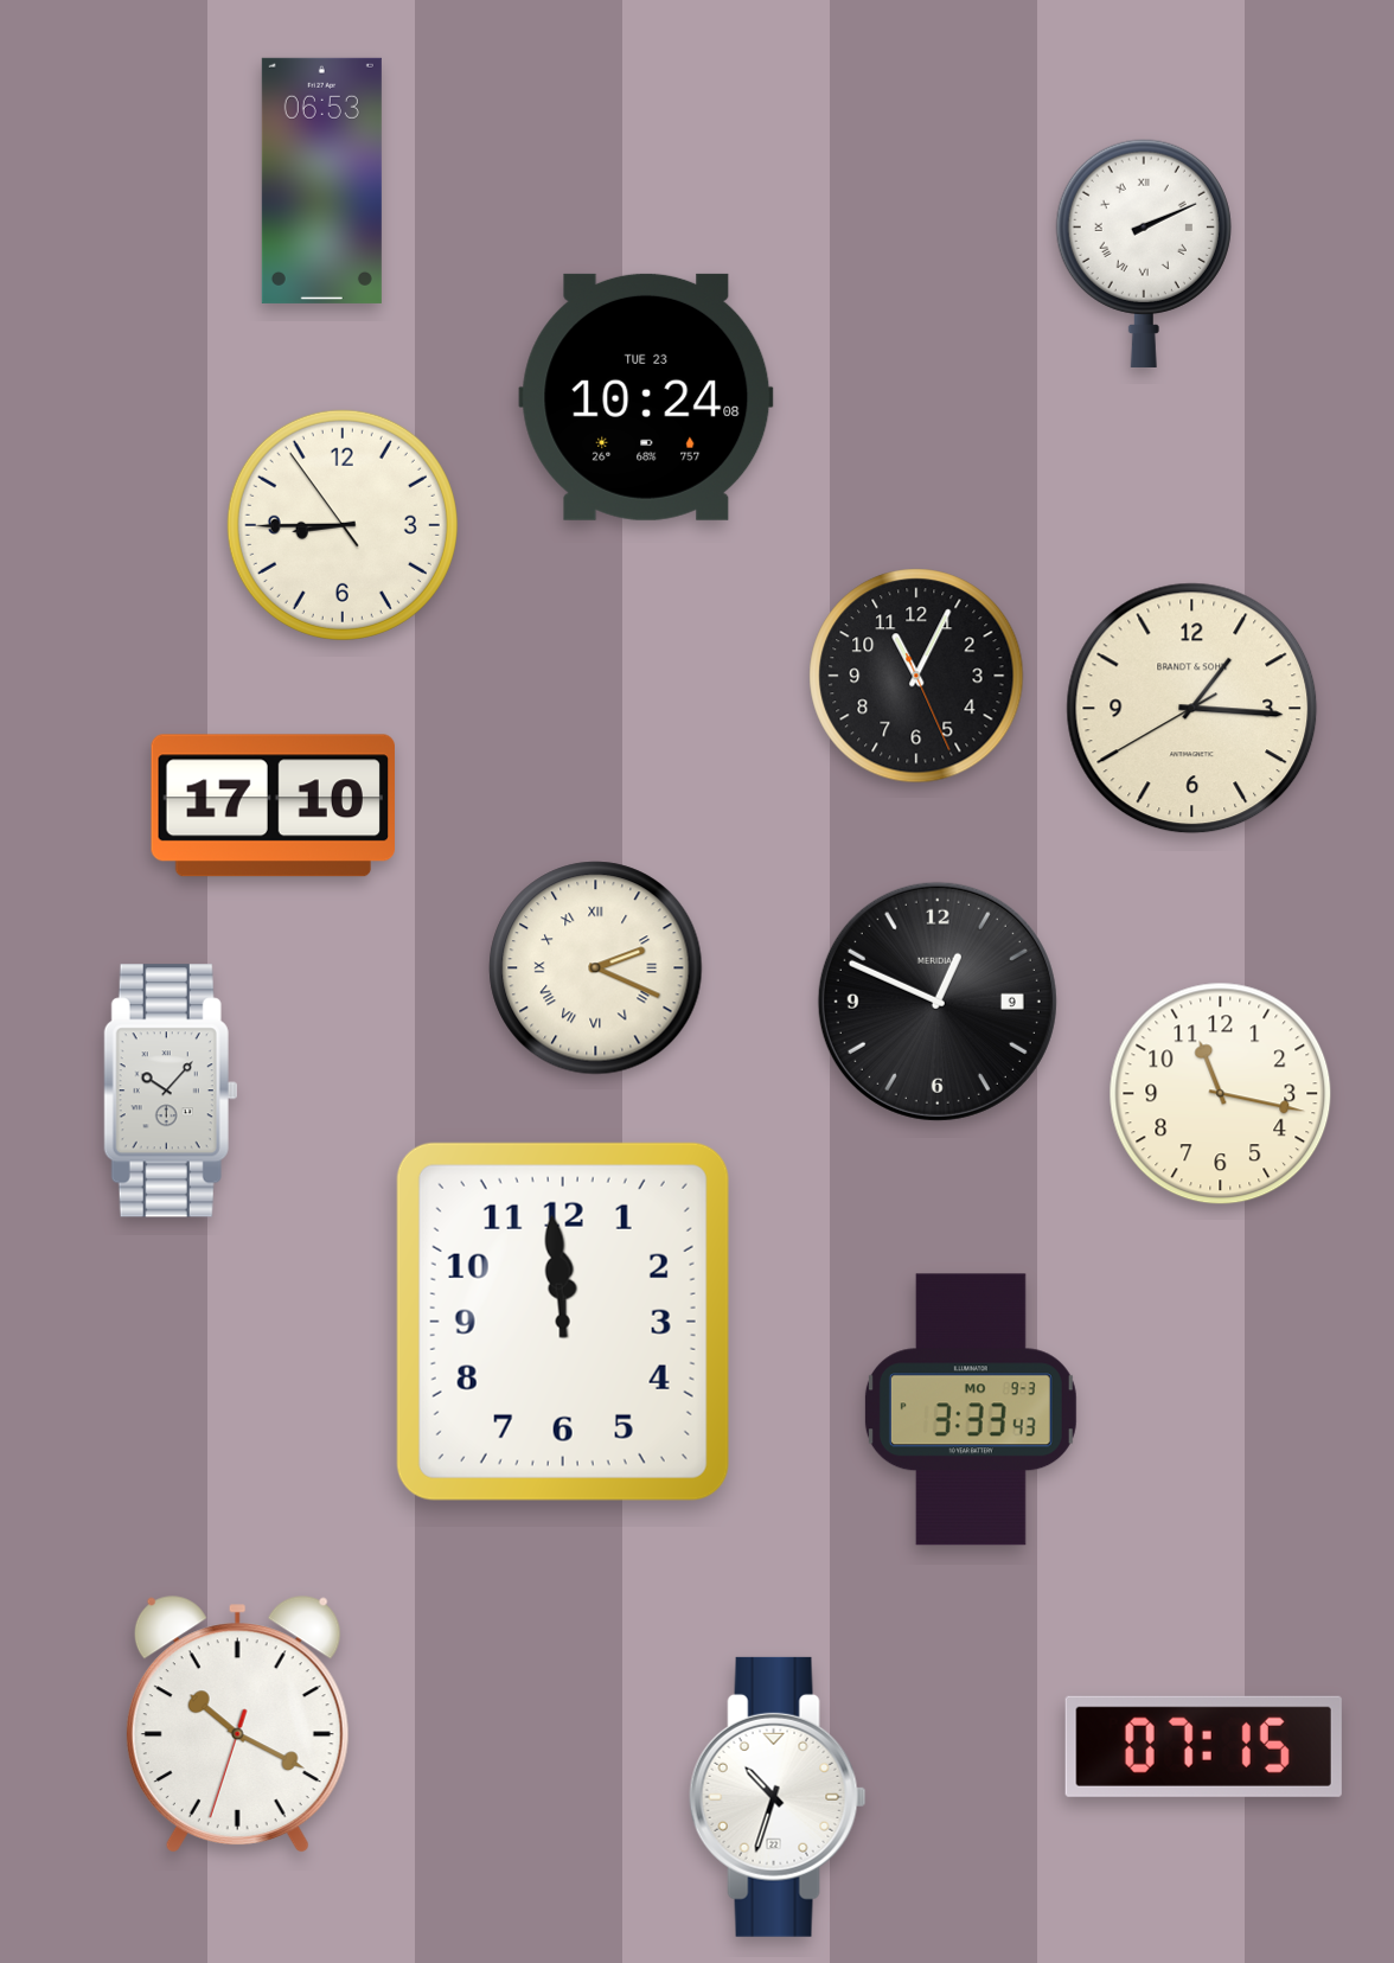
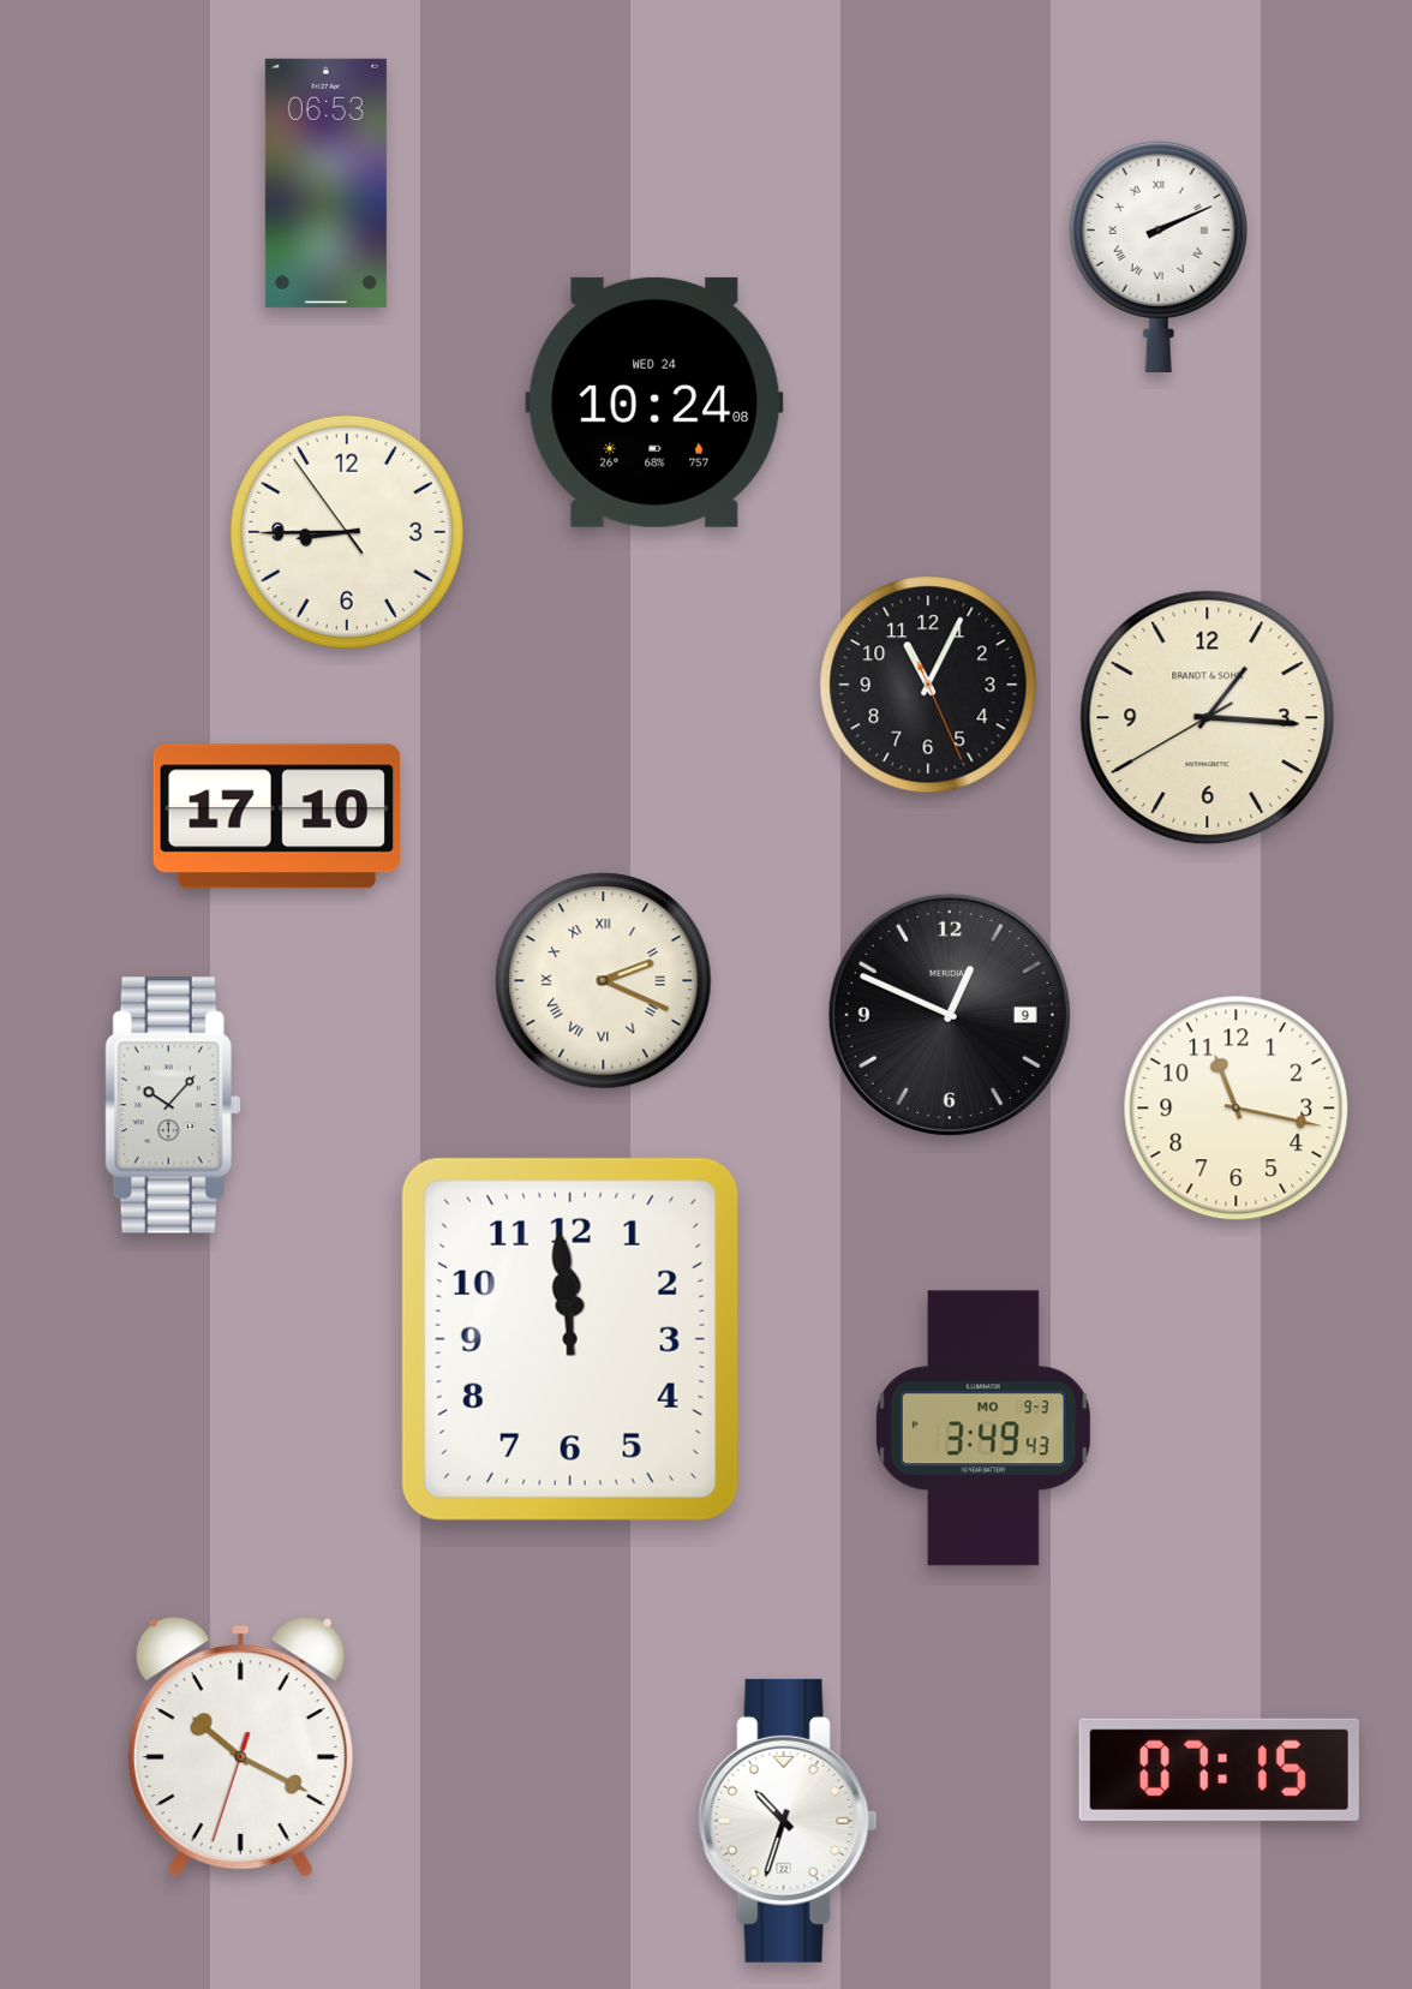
clock at (646, 397) date: TUE 23 -> WED 24
clock at (971, 1409): 3:33 -> 3:49
